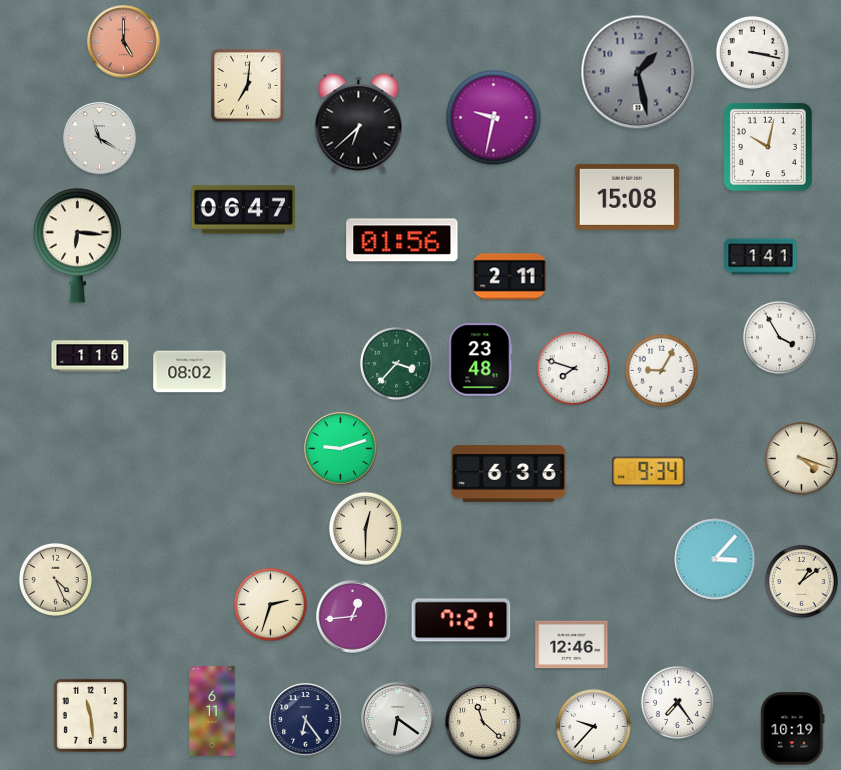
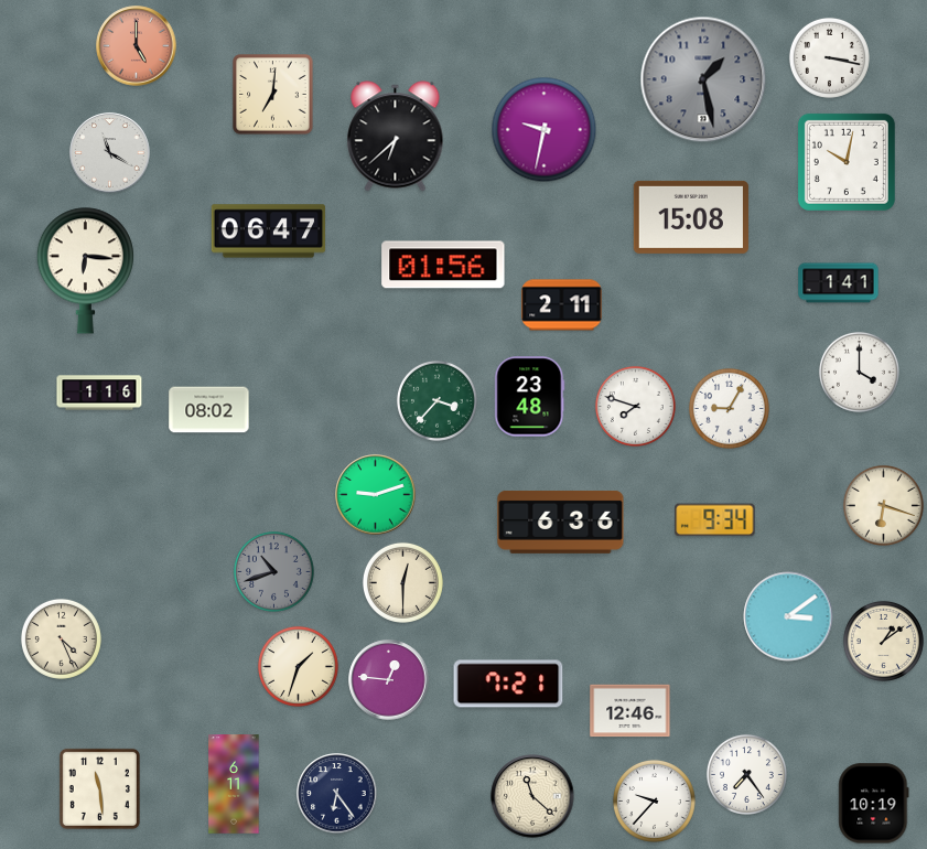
clock at (779, 337): 3:55 -> 4:00
clock at (573, 368) position: (573, 368) -> (635, 406)
clock at (801, 458): 4:18 -> 6:18
clock at (273, 571): none -> 10:42
clock at (715, 559): 3:07 -> 3:09
clock at (270, 604): 2:33 -> 1:33
clock at (353, 617): 12:44 -> 12:46
clock at (398, 719): 6:21 -> none
